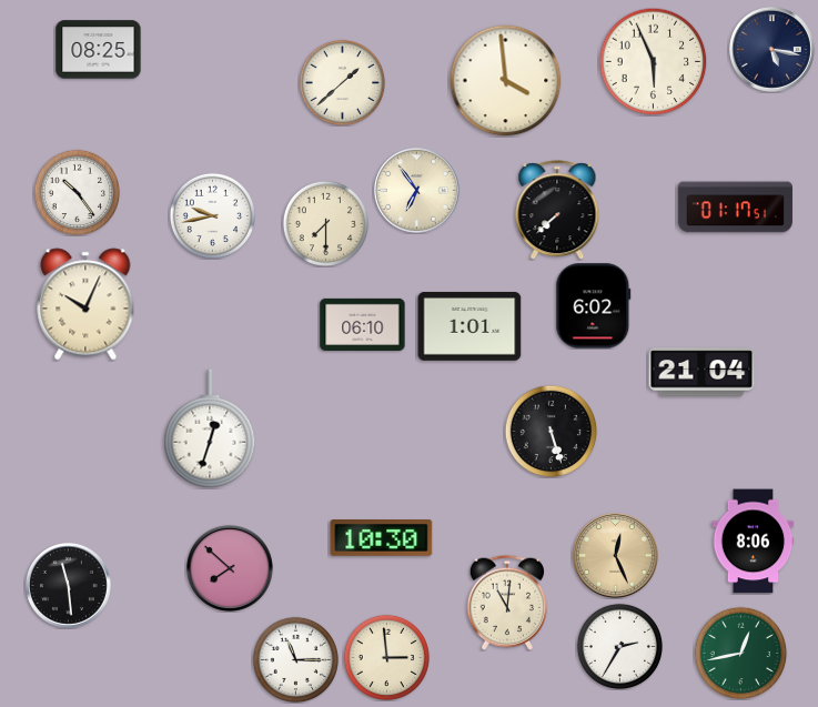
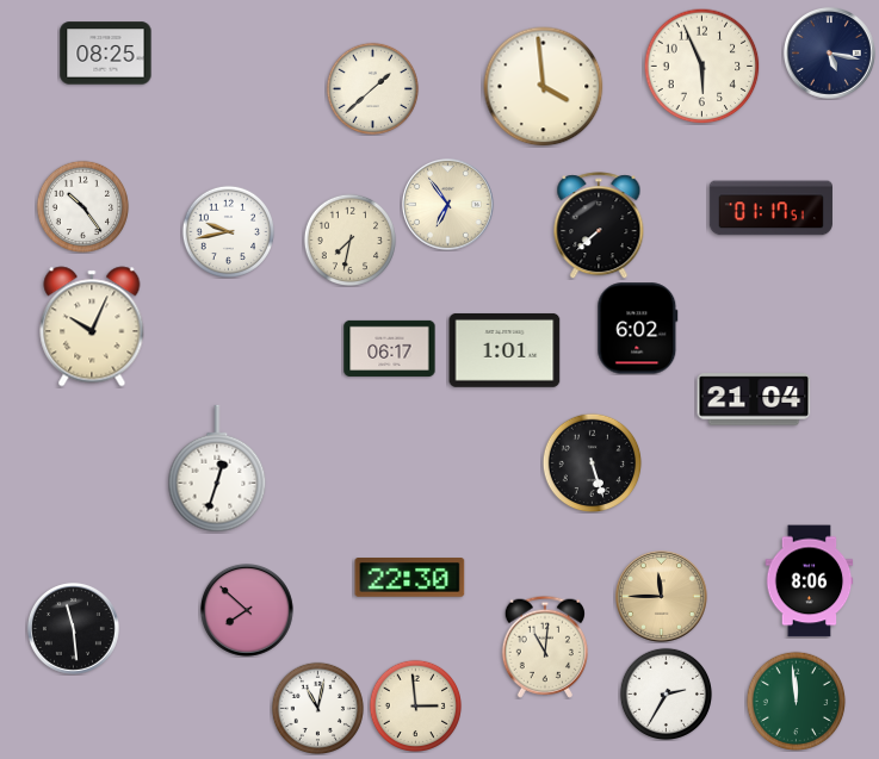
clock at (342, 82) position: (342, 82) -> (372, 88)
clock at (735, 208) position: (735, 208) -> (770, 209)
clock at (325, 223): 7:30 -> 7:32
clock at (363, 324): 06:10 -> 06:17
clock at (210, 428) position: (210, 428) -> (217, 468)
clock at (382, 538): 10:30 -> 22:30
clock at (615, 555): 12:26 -> 11:45
clock at (740, 653): 12:43 -> 11:59
clock at (295, 659): 11:15 -> 11:02
